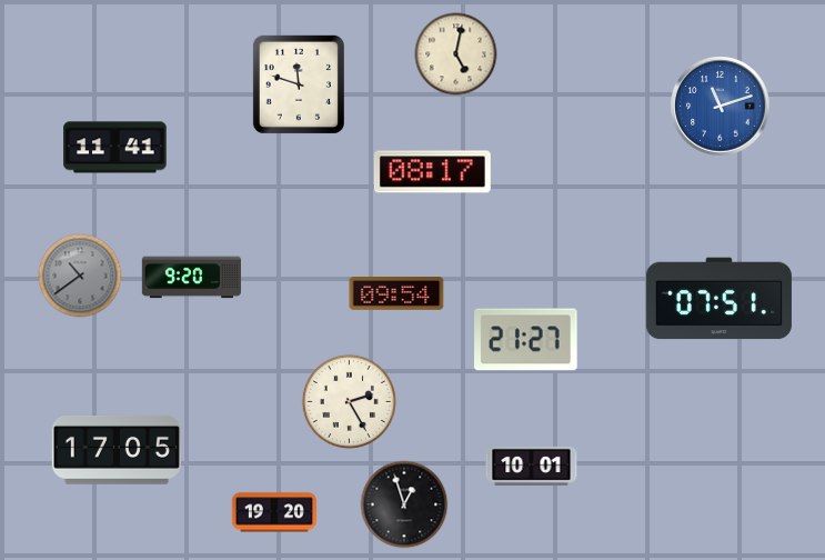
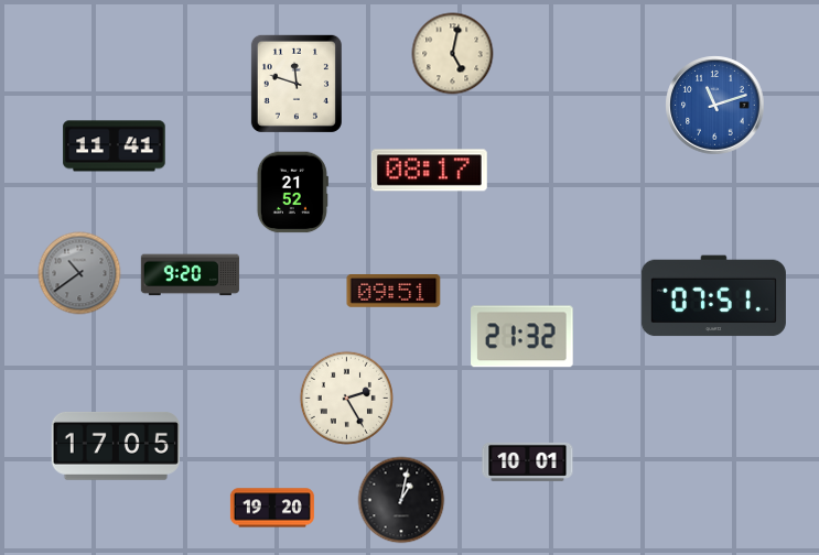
clock at (292, 193): none -> 21:52
clock at (396, 293): 09:54 -> 09:51
clock at (526, 340): 21:27 -> 21:32
clock at (404, 504): 12:57 -> 1:02
